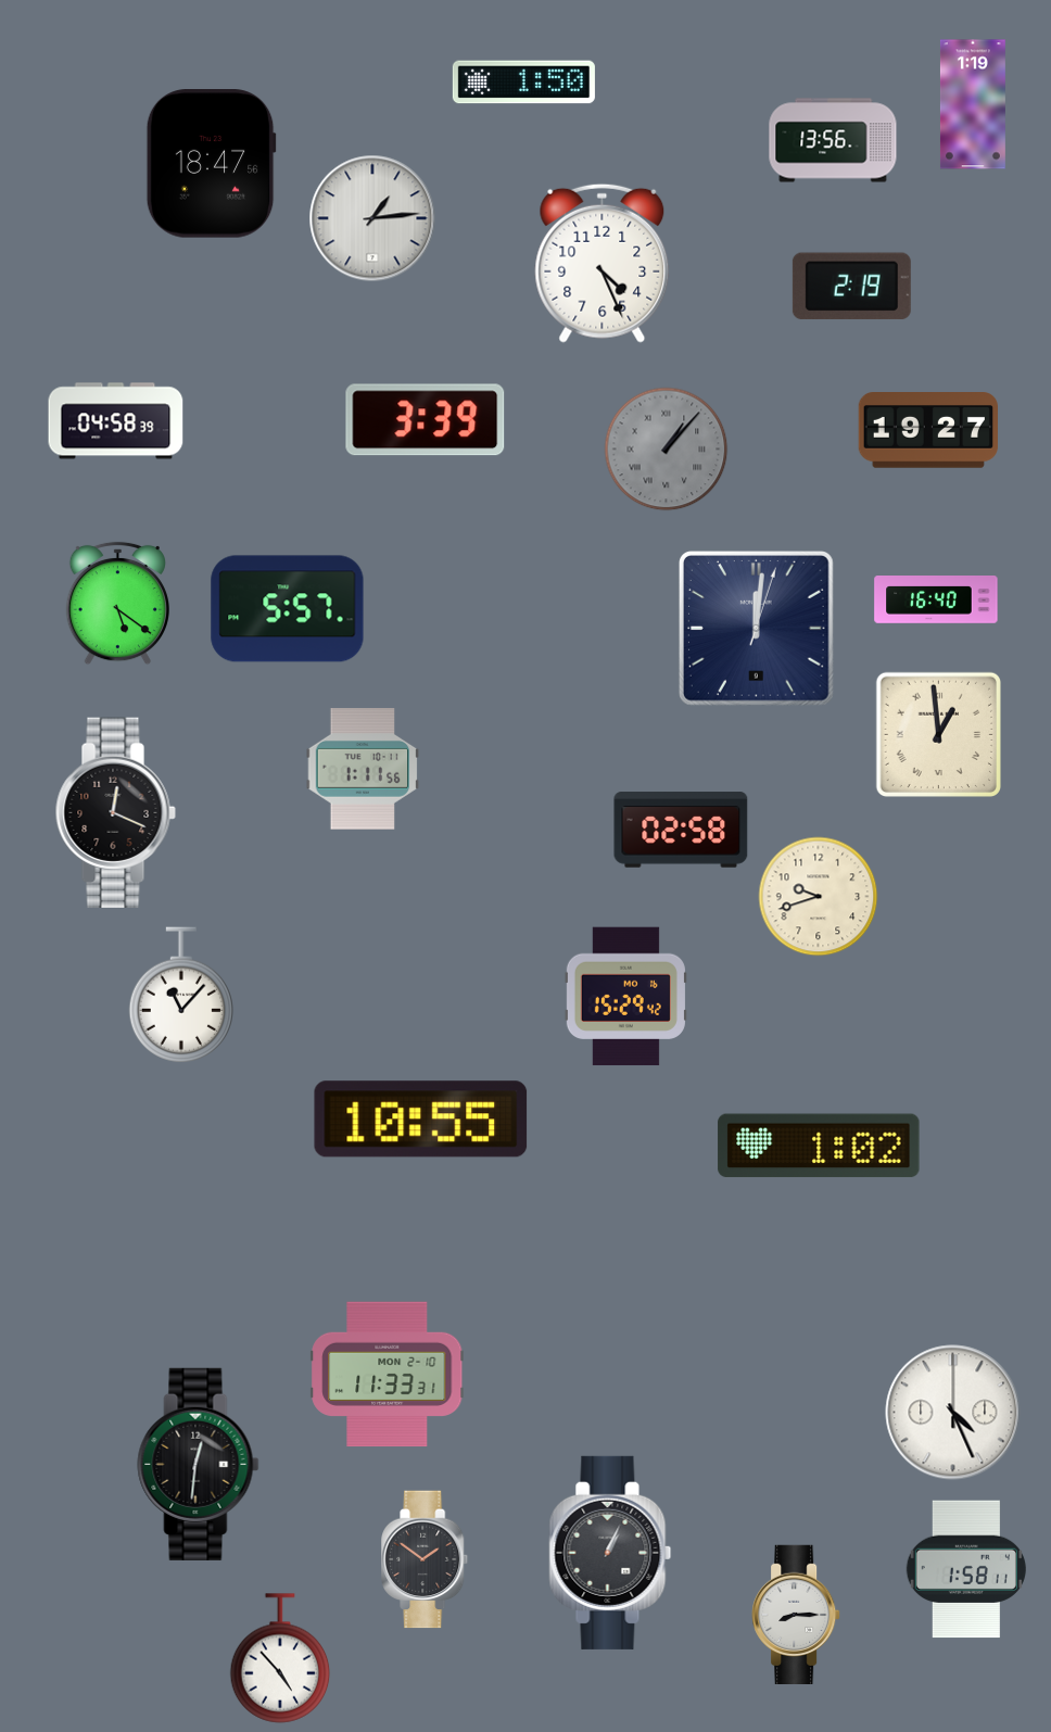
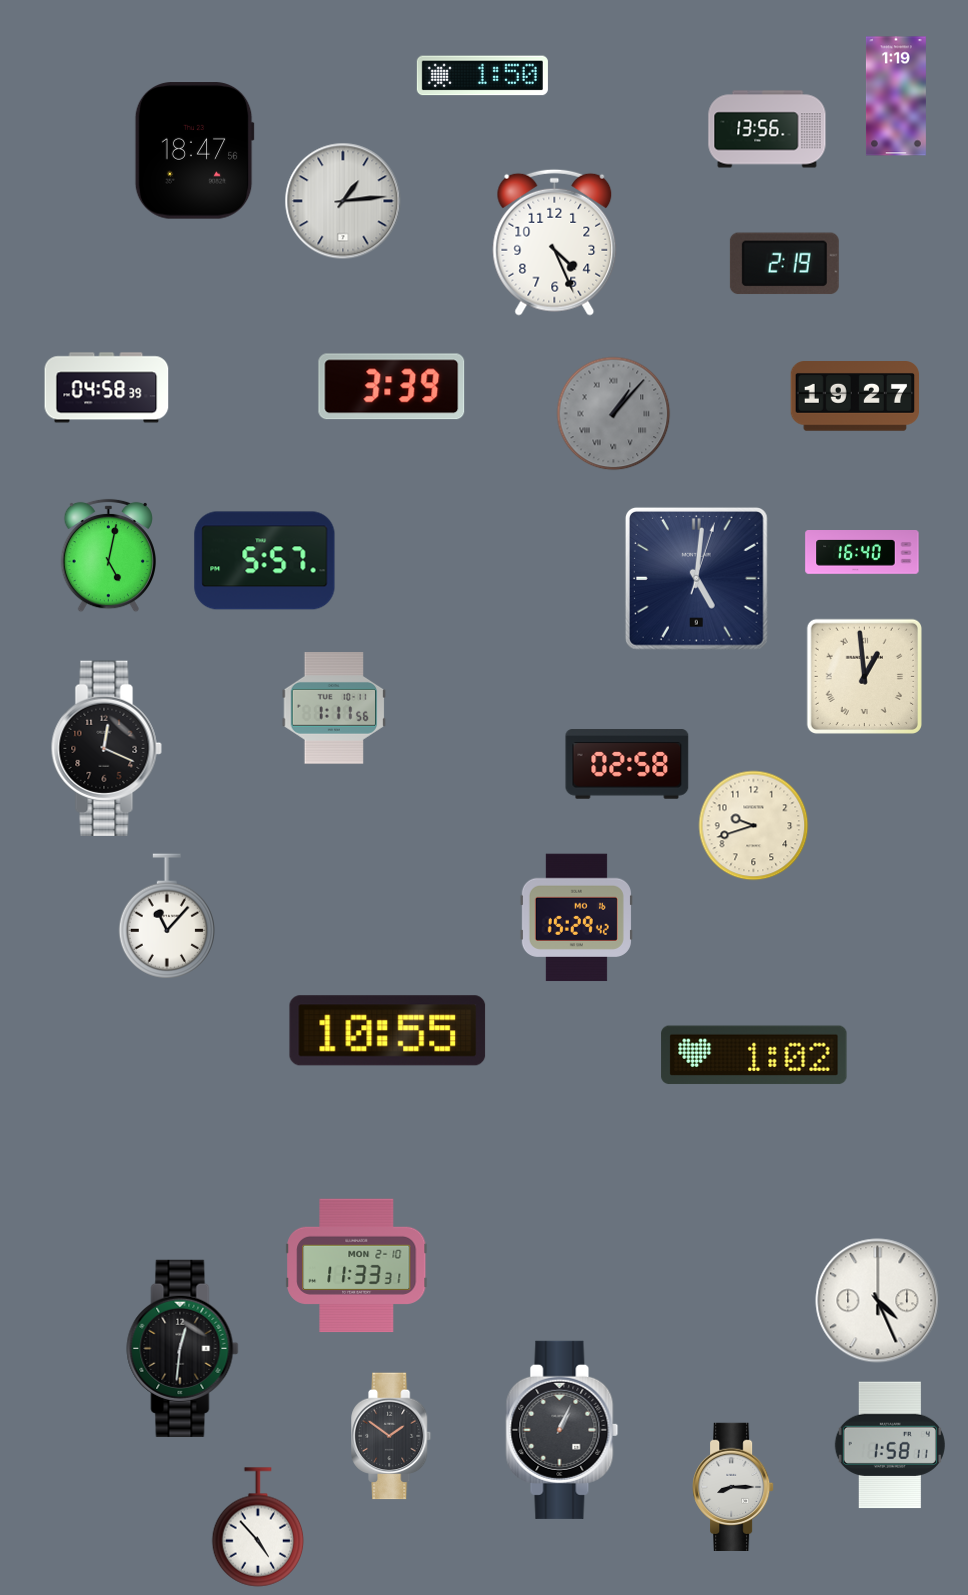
clock at (117, 604): 5:21 -> 5:02
clock at (756, 628): 12:01 -> 5:01
